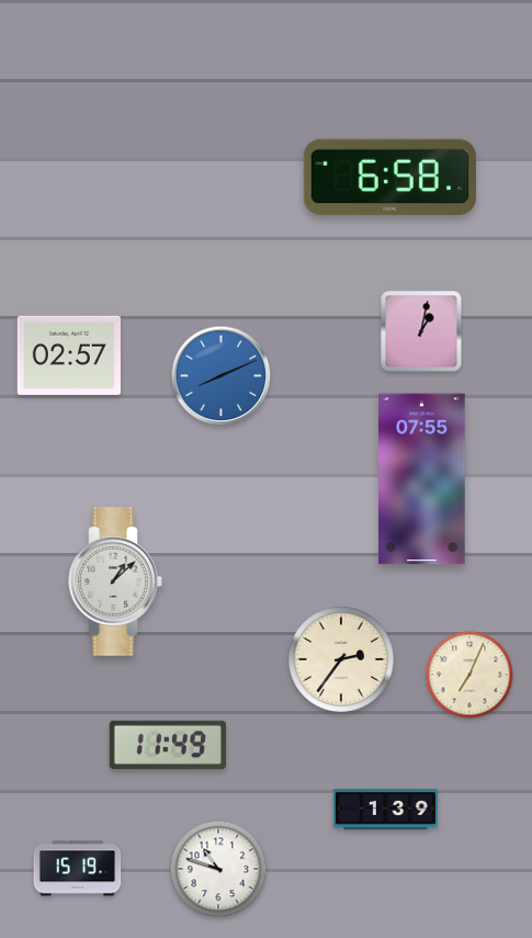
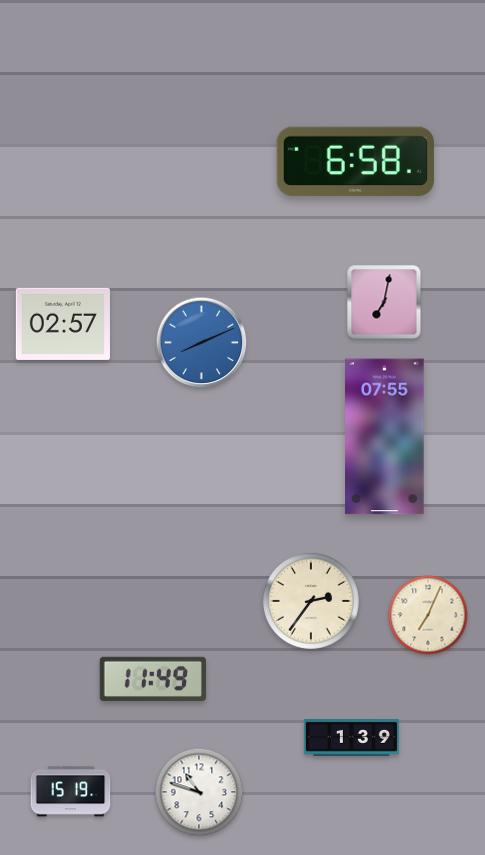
clock at (421, 331): 1:02 -> 7:02
clock at (115, 581): 1:08 -> none
